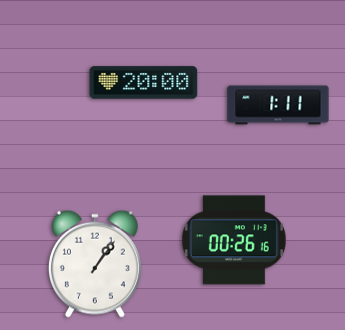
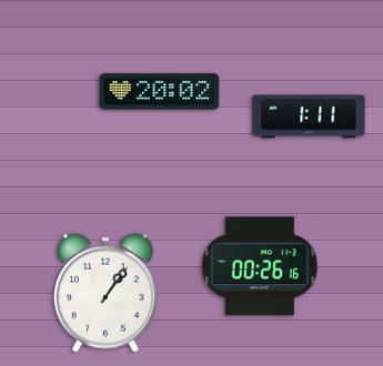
clock at (144, 83): 20:00 -> 20:02
